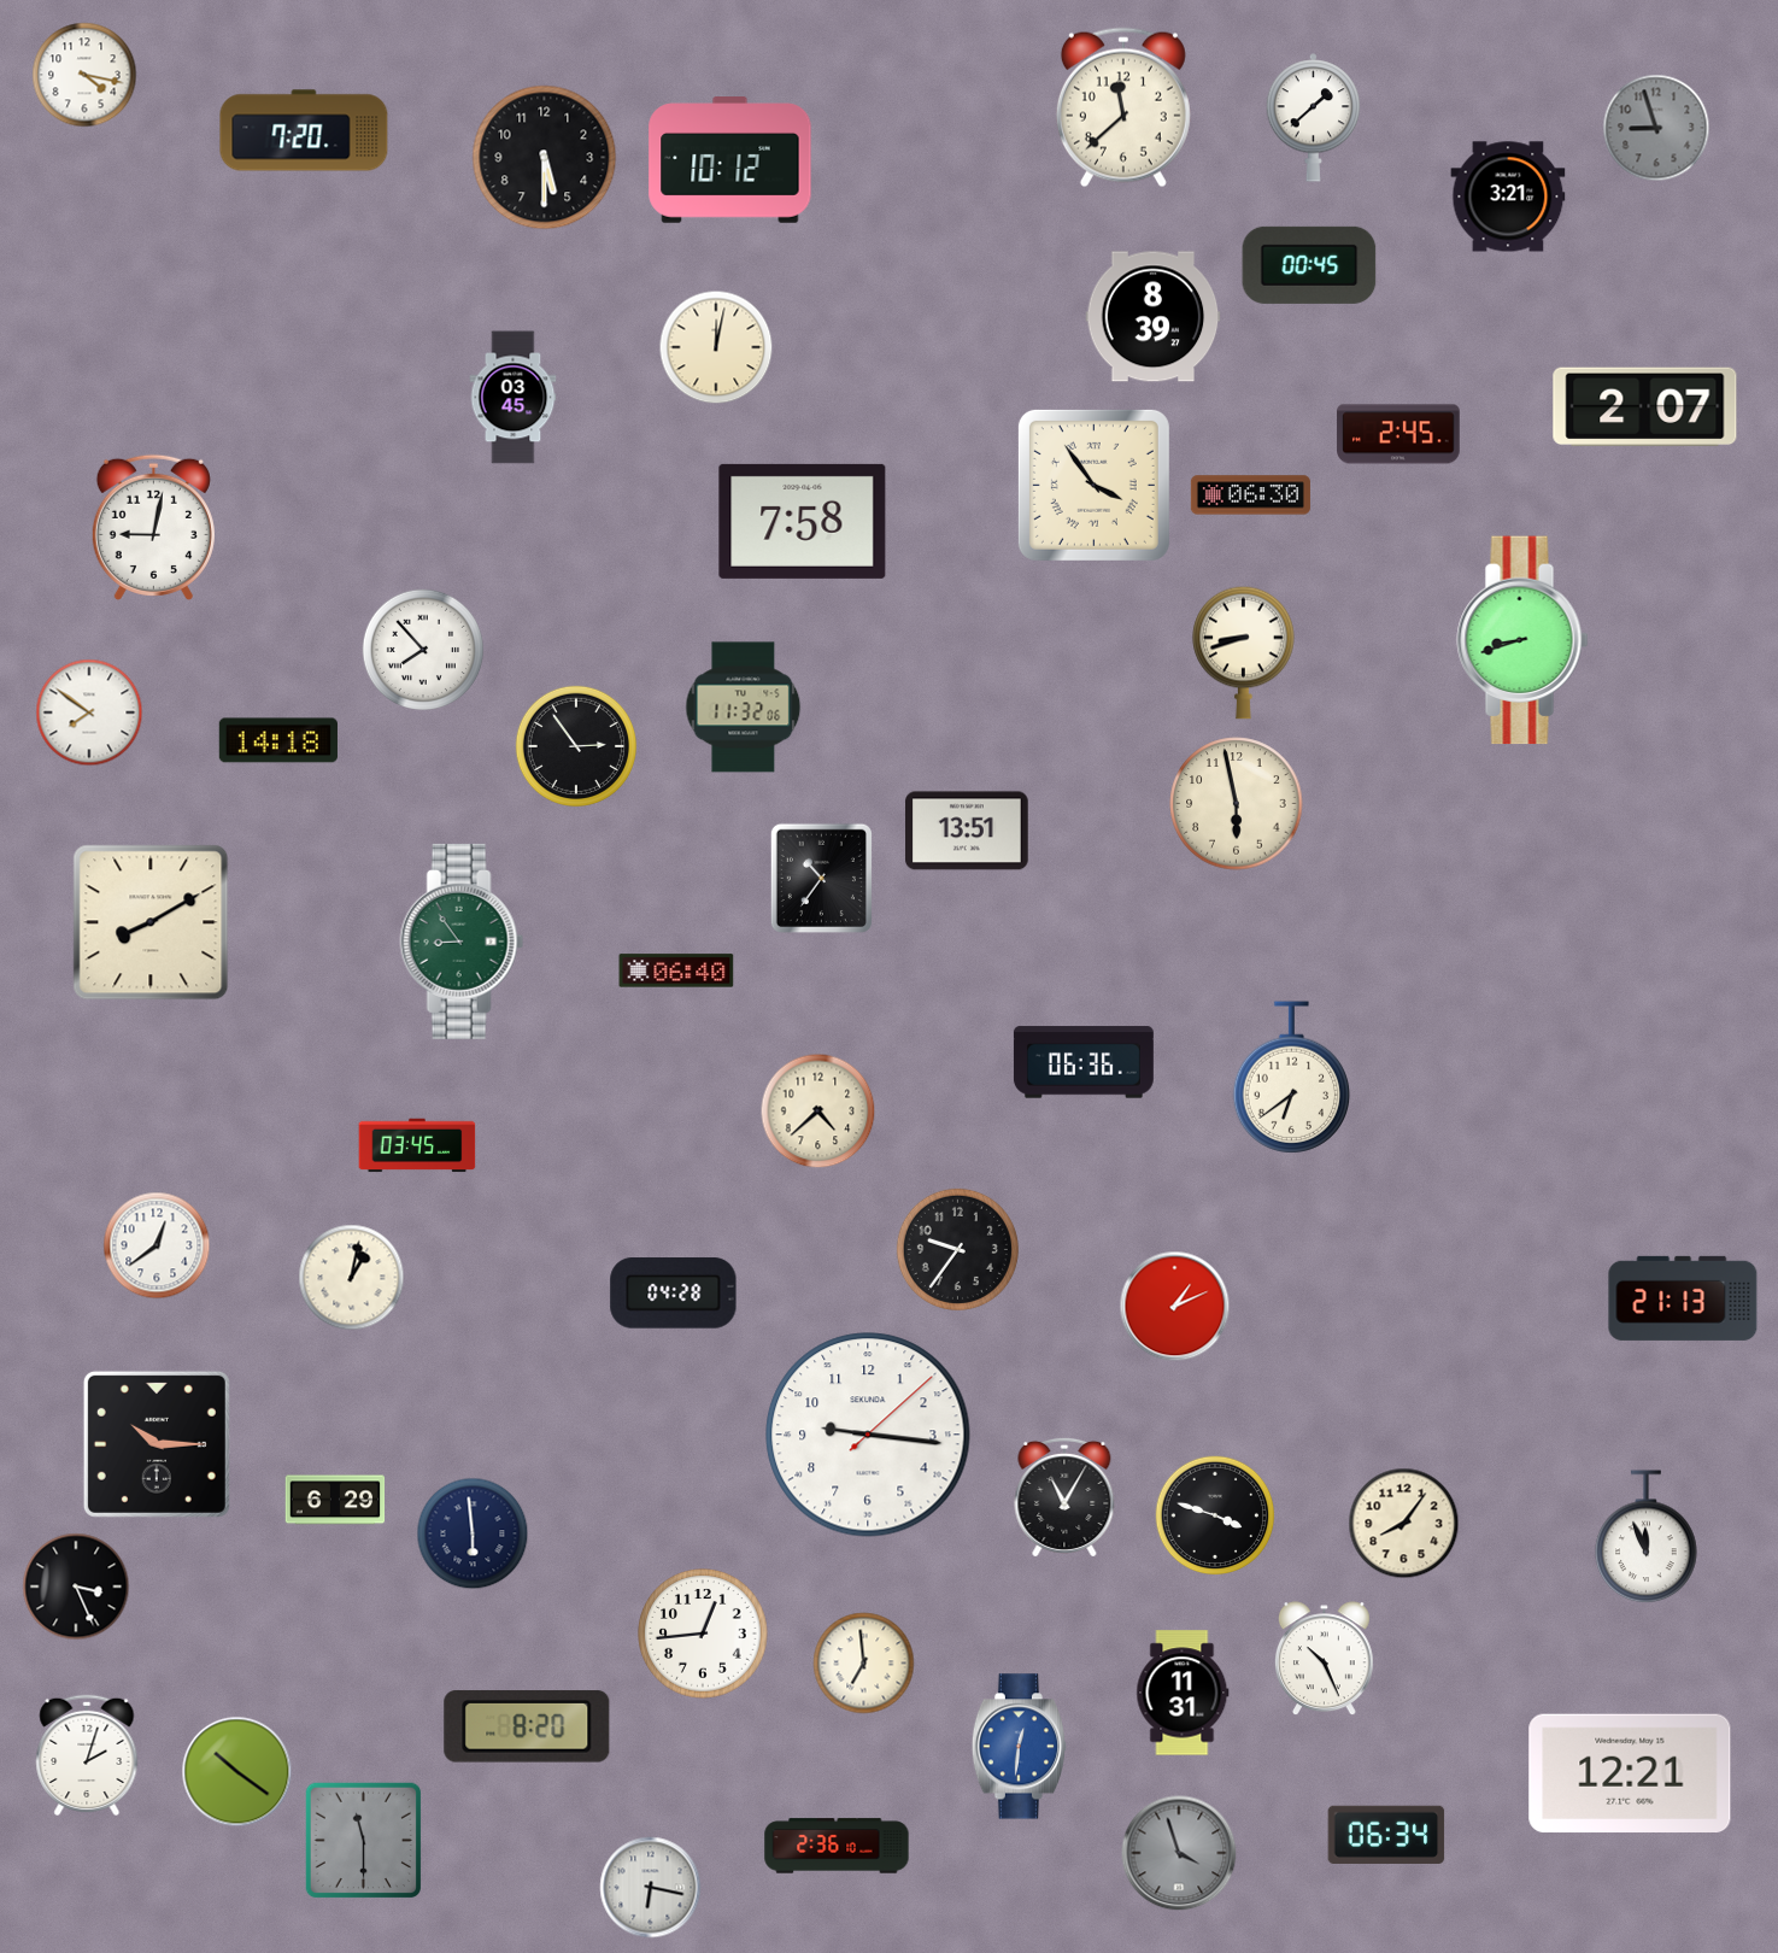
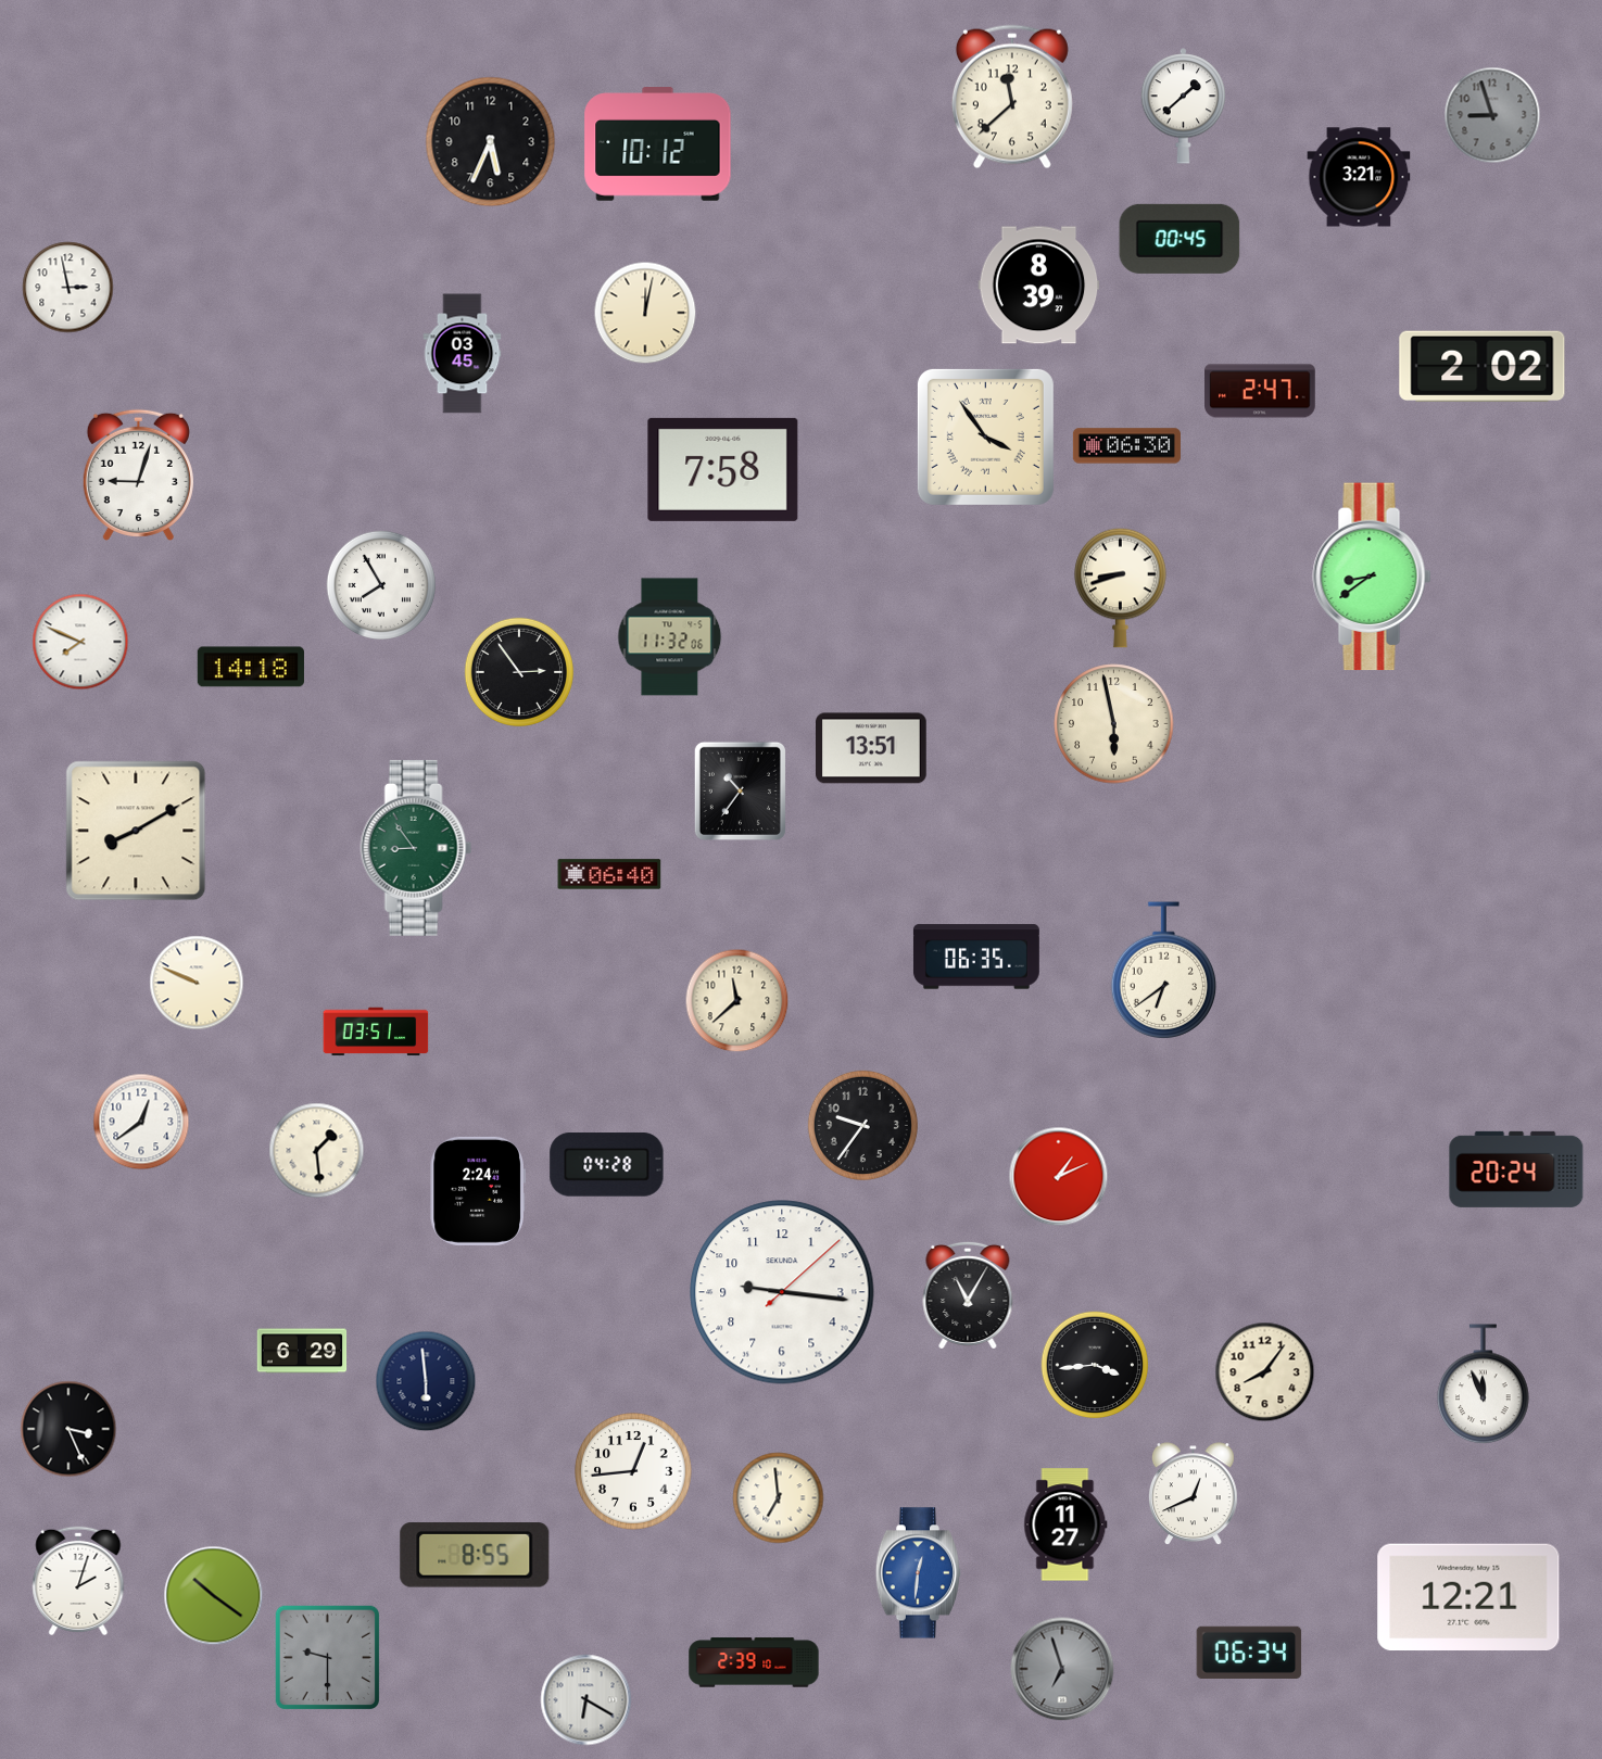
clock at (84, 75): 4:17 -> none
clock at (304, 130): 7:20 -> none
clock at (545, 158): 5:30 -> 5:34
clock at (68, 288): none -> 2:58
clock at (514, 398) position: (514, 398) -> (463, 354)
clock at (1645, 407): 2:07 -> 2:02
clock at (1398, 434): 2:45 -> 2:47
clock at (153, 527): 9:02 -> 9:03
clock at (1522, 640): 8:42 -> 8:39
clock at (423, 650): 7:53 -> 7:55
clock at (89, 712): 7:51 -> 7:49
clock at (1084, 1062): 06:36 -> 06:35
clock at (197, 983): none -> 9:49
clock at (818, 1112): 4:38 -> 11:38
clock at (417, 1145): 03:45 -> 03:51
clock at (352, 1278): 1:02 -> 1:29
clock at (1683, 1298): 21:13 -> 20:24
clock at (478, 1191): none -> 2:24
clock at (157, 1444): 10:15 -> none
clock at (1064, 1497) position: (1064, 1497) -> (968, 1295)
clock at (1215, 1515): 3:48 -> 3:44
clock at (1324, 1659): 10:26 -> 12:41
clock at (1183, 1693): 11:31 -> 11:27
clock at (527, 1726): 8:20 -> 8:55
clock at (364, 1841): 11:30 -> 9:30
clock at (837, 1846): 2:36 -> 2:39
clock at (1179, 1853): 3:57 -> 6:57
clock at (651, 1888): 6:17 -> 6:20
